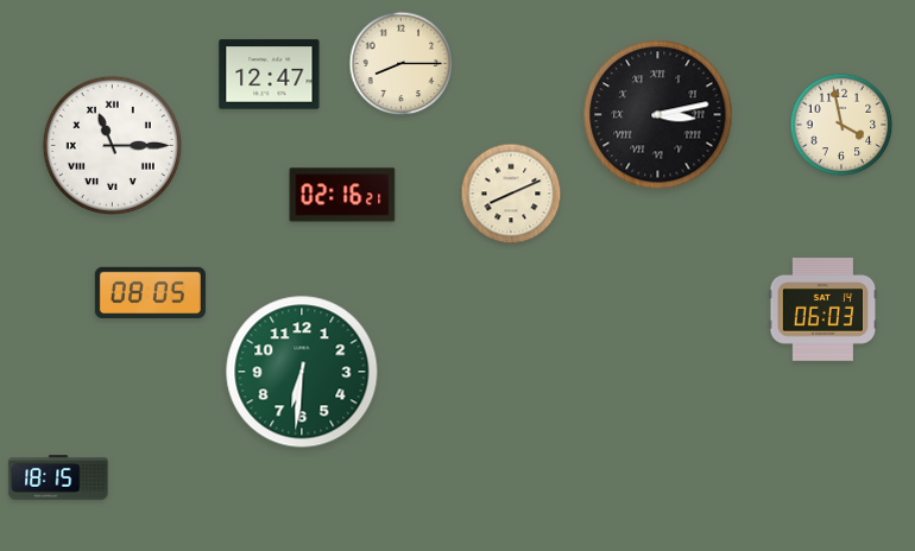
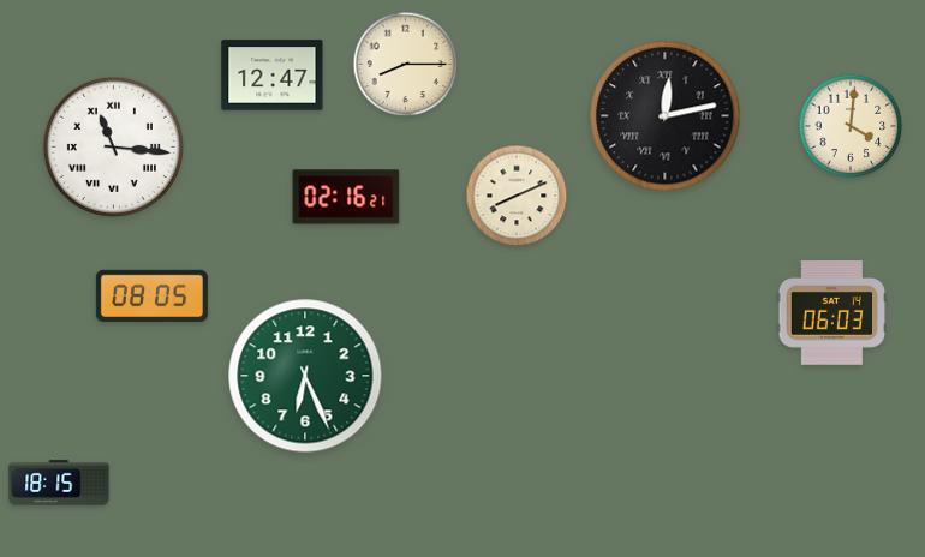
clock at (658, 115): 3:13 -> 12:13
clock at (841, 125): 3:58 -> 4:01
clock at (112, 145): 11:15 -> 11:16
clock at (302, 372): 6:31 -> 6:26
